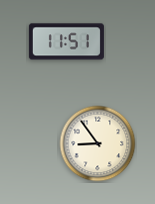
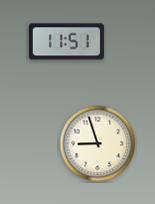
clock at (98, 144): 8:54 -> 8:57
